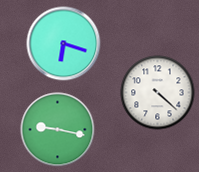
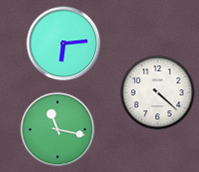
clock at (64, 44): 6:18 -> 6:14
clock at (58, 130): 9:17 -> 11:17
